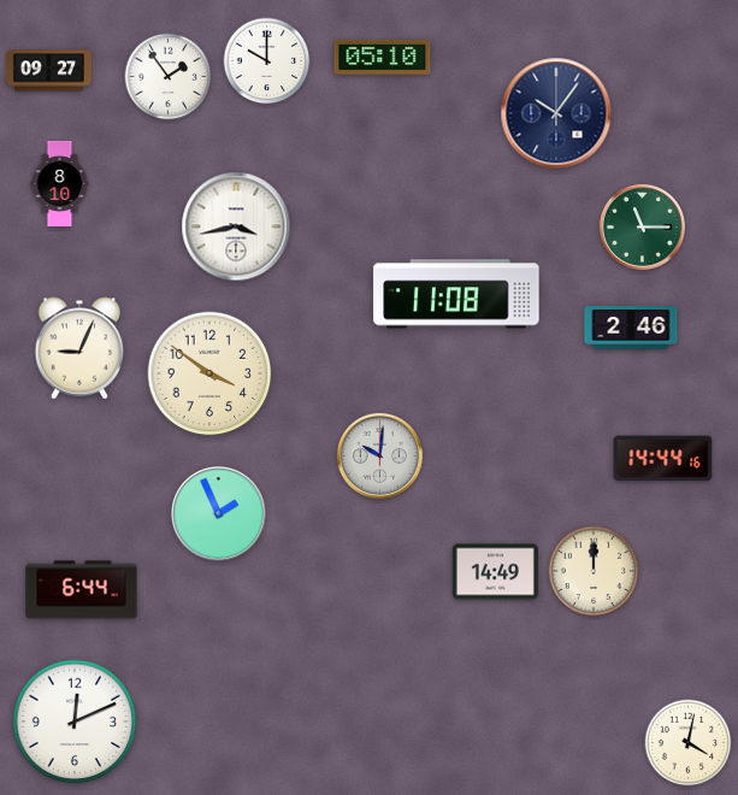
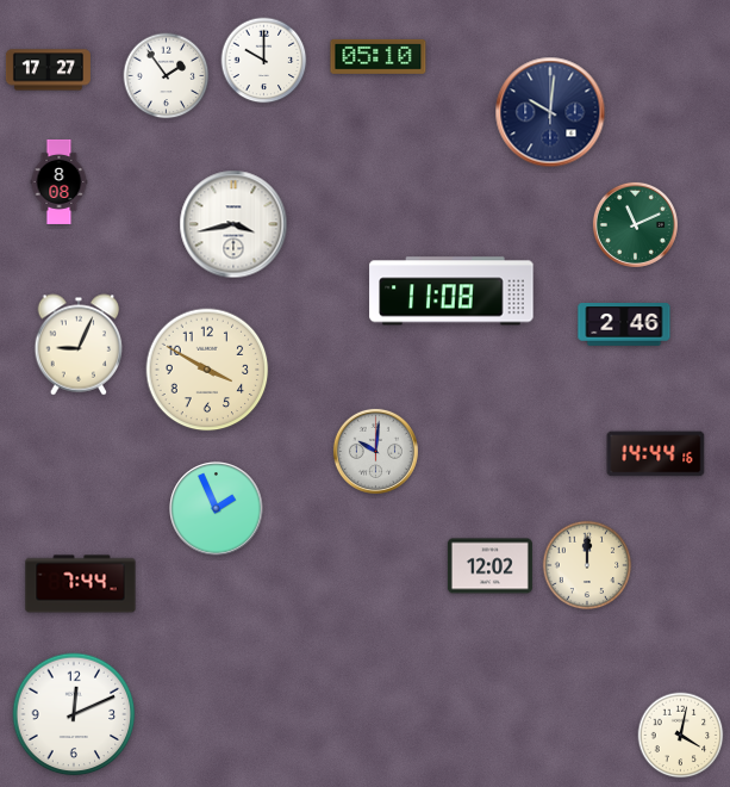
clock at (48, 71): 09:27 -> 17:27
clock at (556, 113): 10:06 -> 10:01
clock at (60, 183): 8:10 -> 8:08
clock at (642, 226): 11:15 -> 11:11
clock at (209, 373): 3:51 -> 3:50
clock at (495, 572): 14:49 -> 12:02
clock at (82, 590): 6:44 -> 7:44
